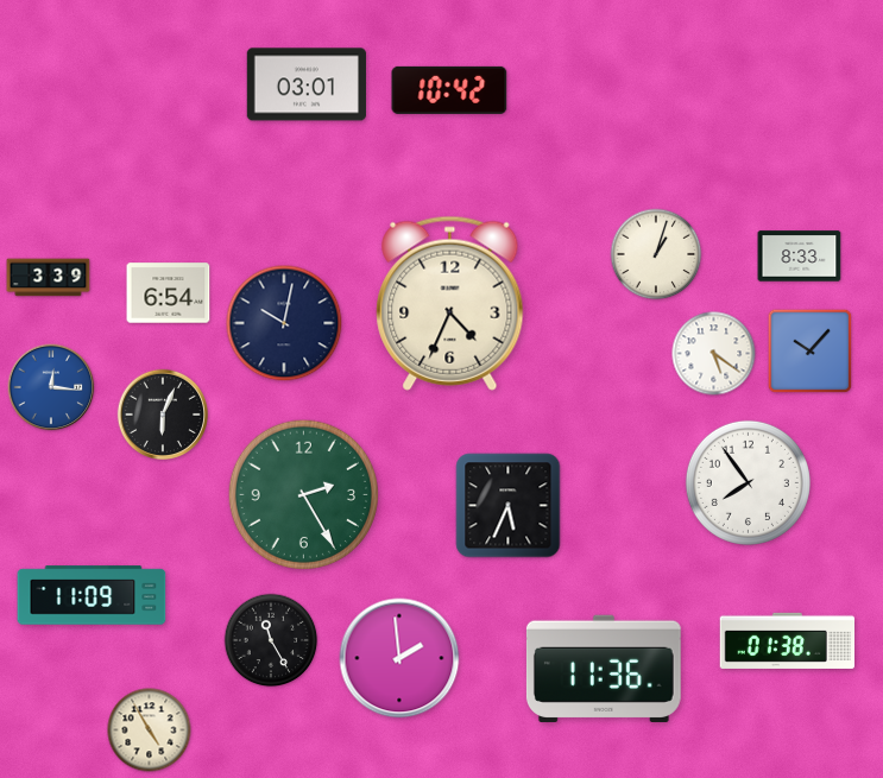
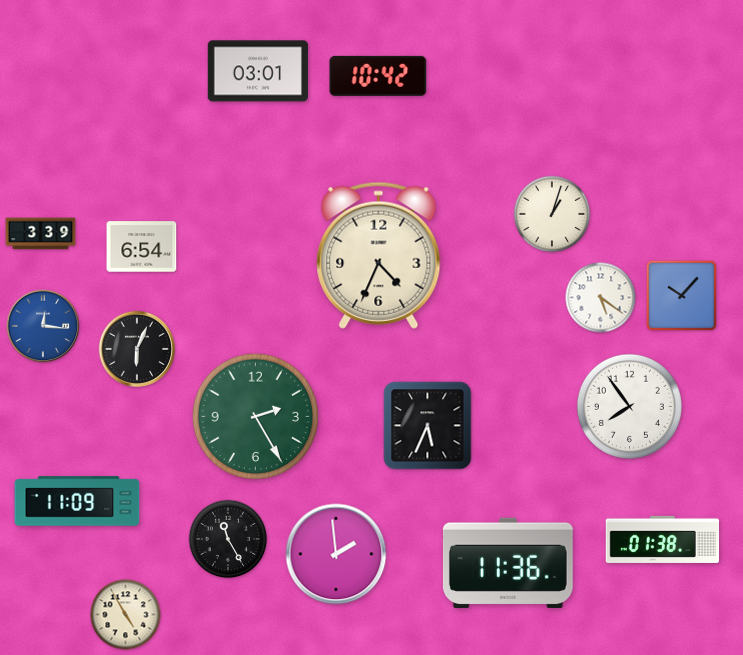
clock at (800, 257): 8:33 -> none
clock at (284, 323): 10:02 -> none
